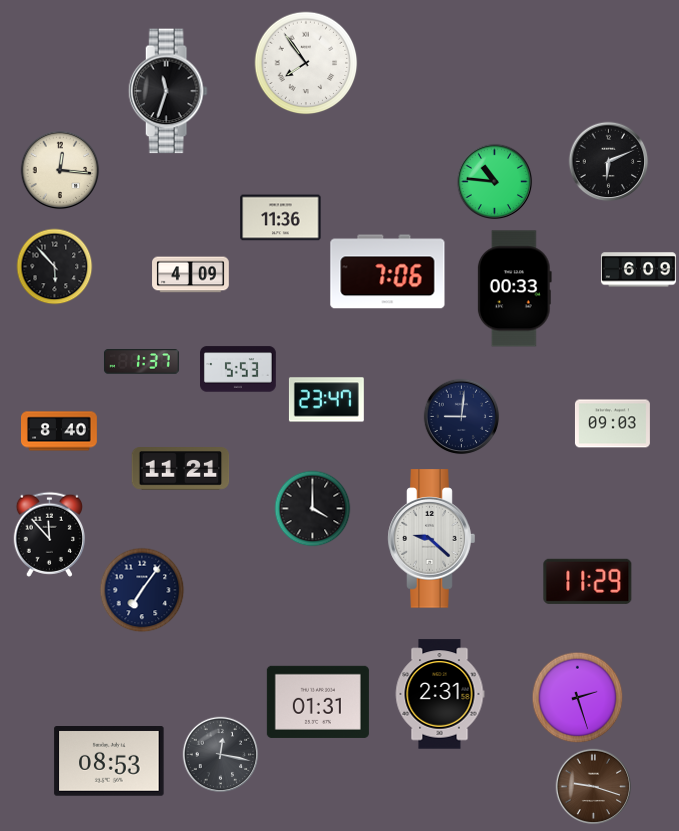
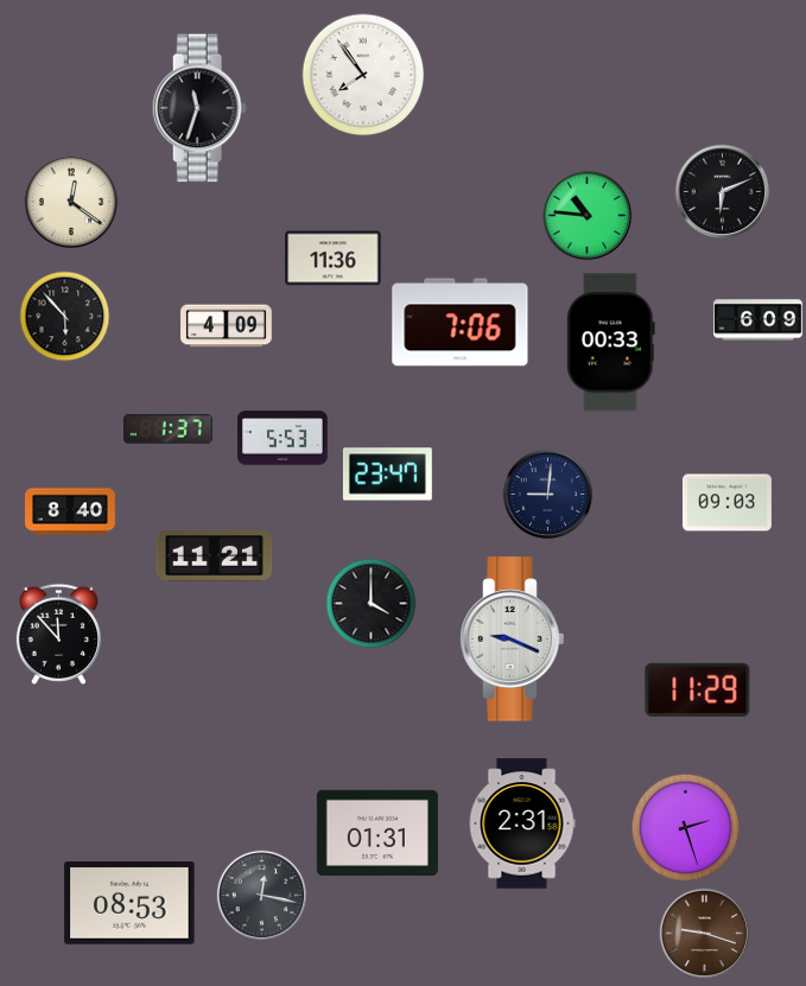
clock at (60, 170): 12:16 -> 12:21
clock at (432, 539): 9:22 -> 9:19
clock at (142, 590): 7:06 -> none
